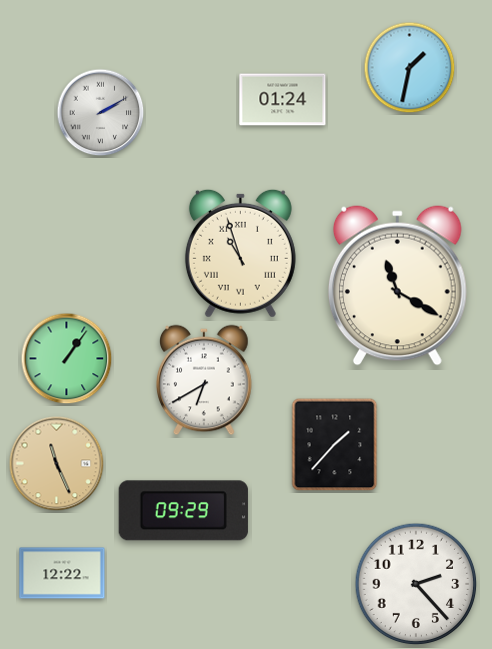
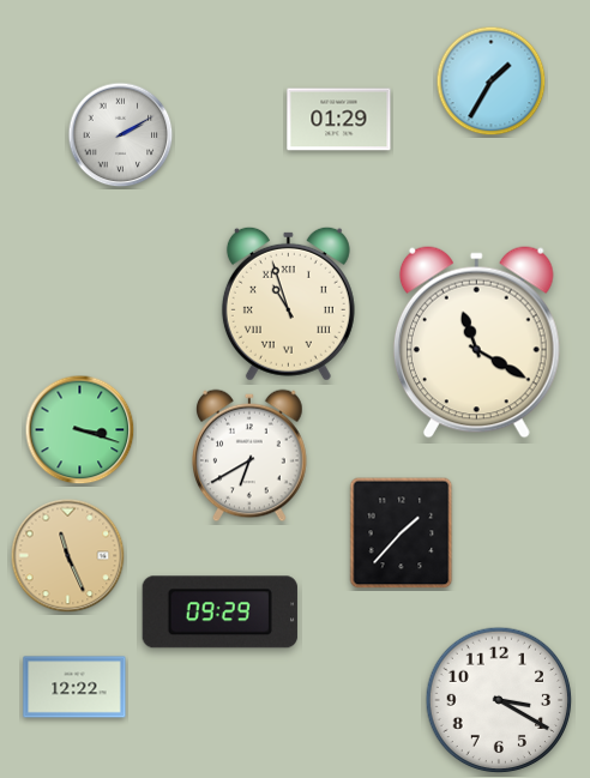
clock at (410, 68): 1:32 -> 1:35
clock at (283, 100): 01:24 -> 01:29
clock at (67, 359): 1:06 -> 3:18
clock at (204, 380) position: (204, 380) -> (249, 456)
clock at (416, 584): 2:23 -> 3:20
